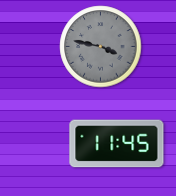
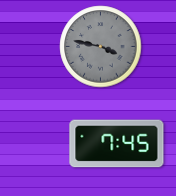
clock at (117, 144): 11:45 -> 7:45
